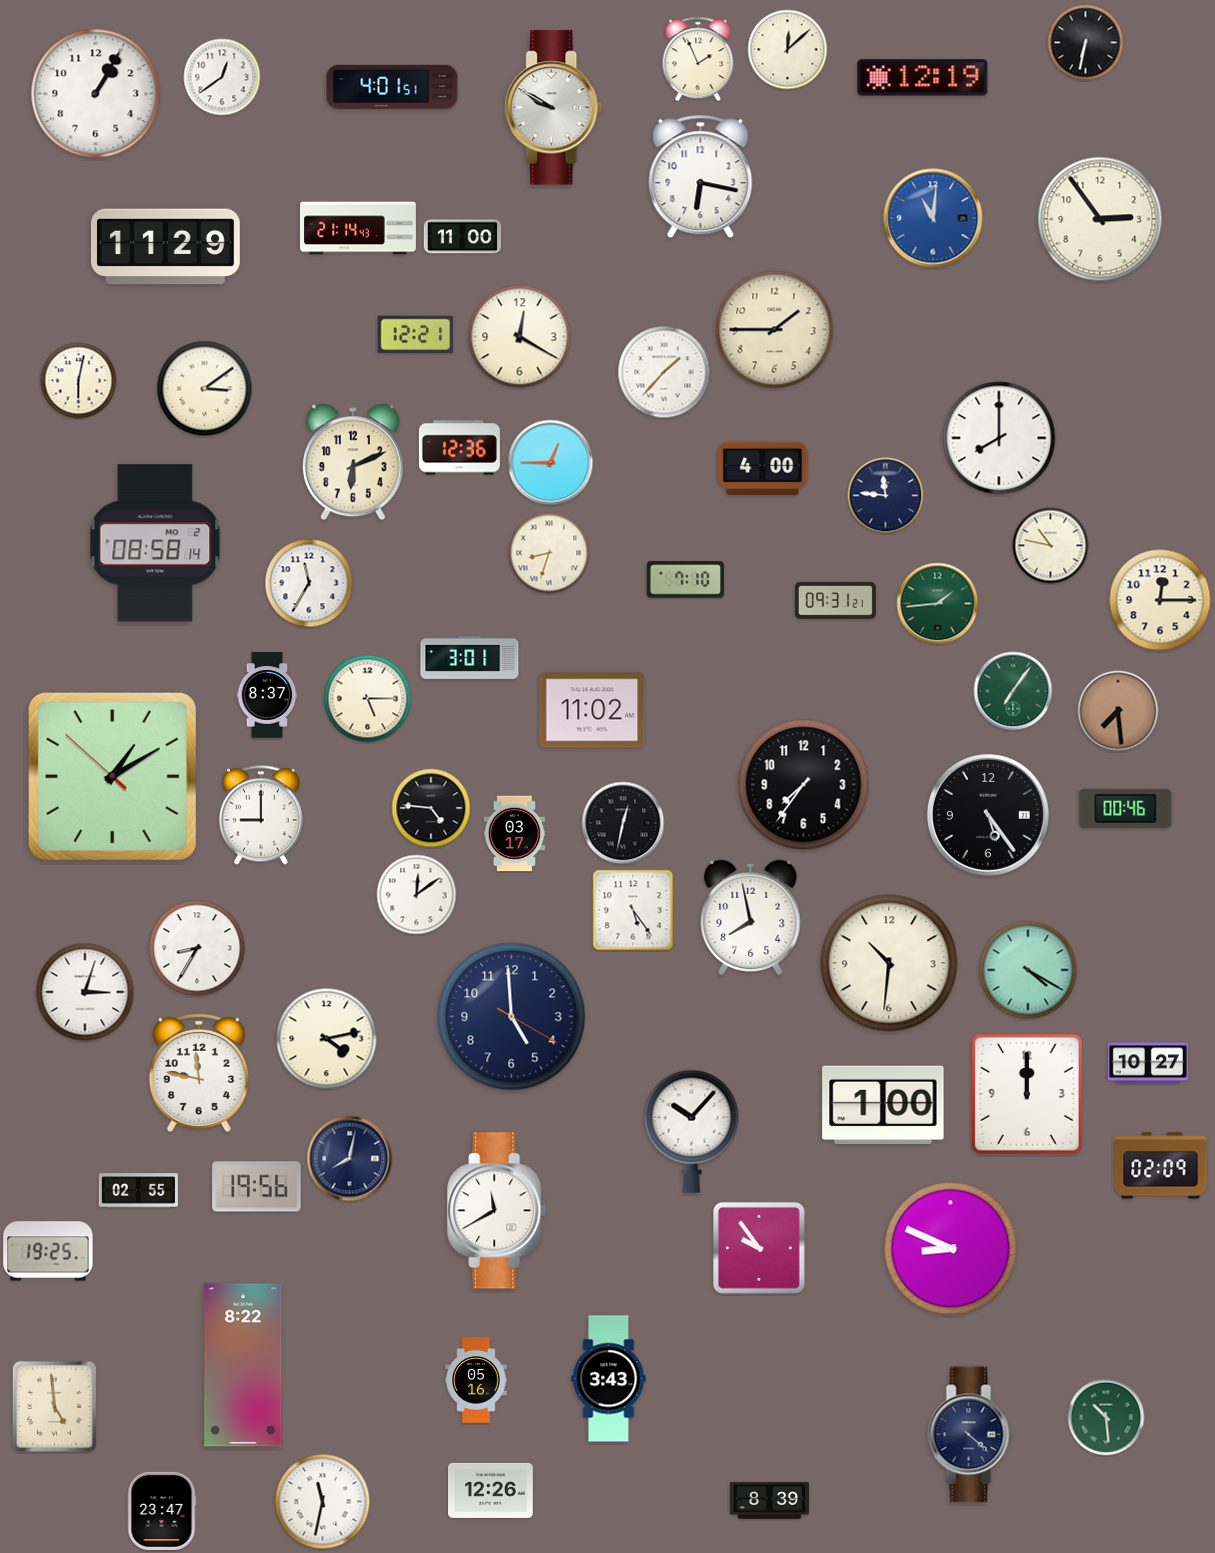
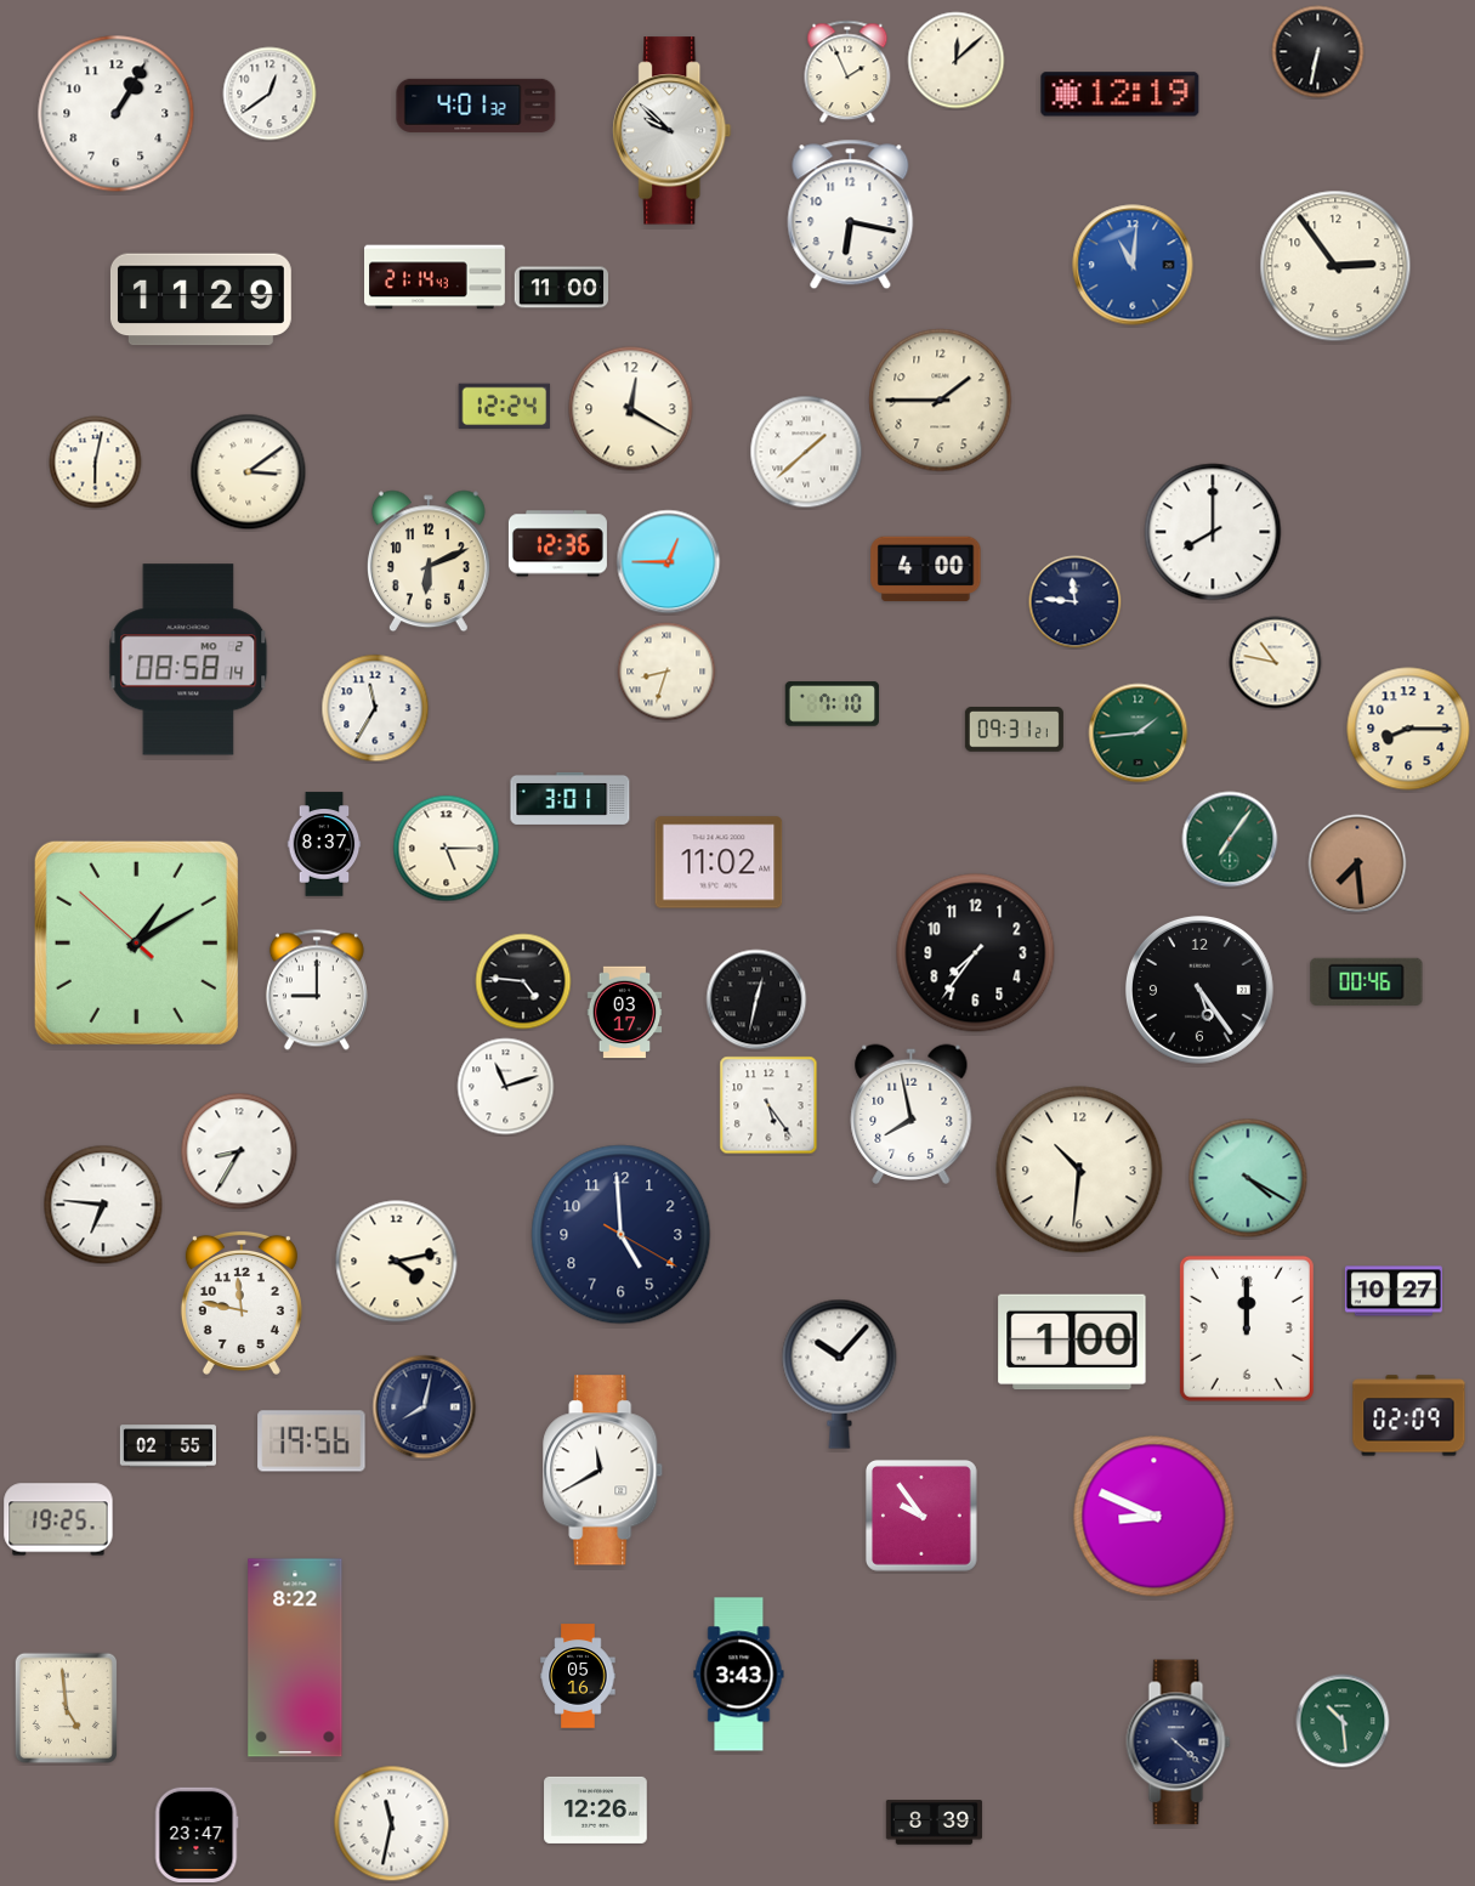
clock at (392, 87): 4:01:51 -> 4:01:32
clock at (554, 108): 9:50 -> 9:52
clock at (416, 334): 12:21 -> 12:24
clock at (664, 372): 1:37 -> 1:38
clock at (1160, 600): 12:15 -> 8:15
clock at (417, 895): 12:09 -> 11:12
clock at (85, 992): 3:03 -> 6:46
